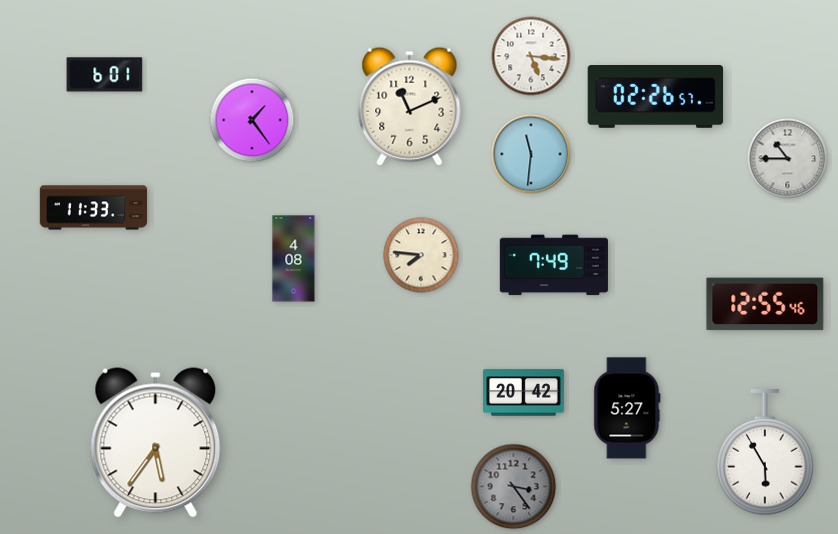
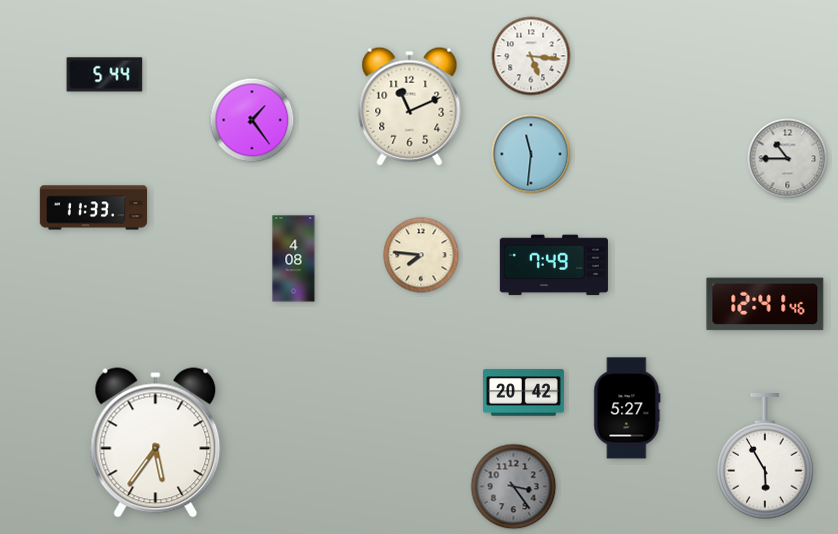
clock at (105, 75): 6:01 -> 5:44
clock at (656, 97): 02:26 -> none
clock at (765, 304): 12:55 -> 12:41
clock at (765, 453) position: (765, 453) -> (765, 457)
